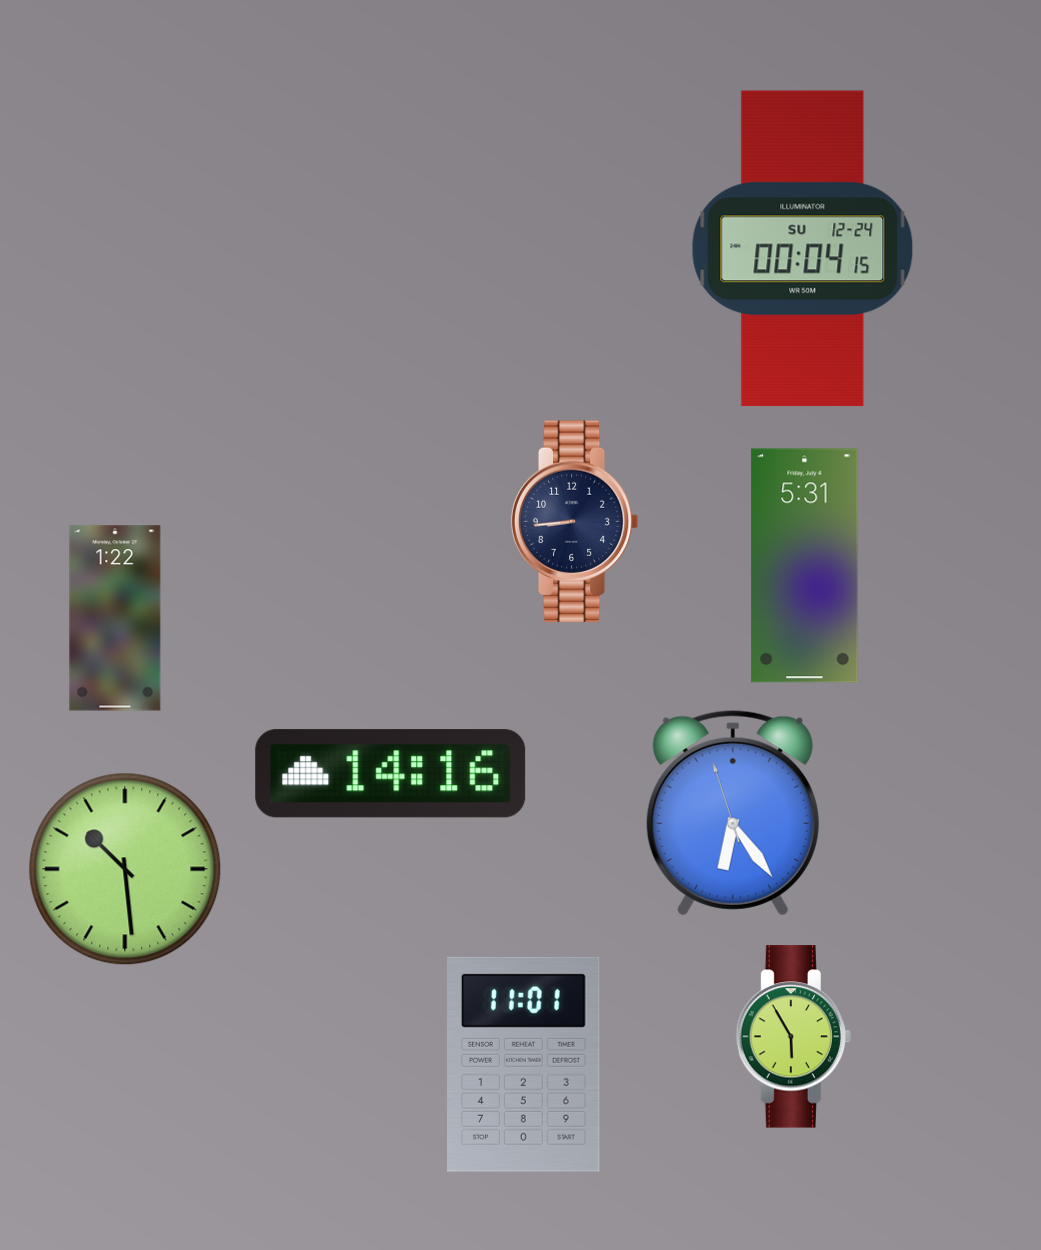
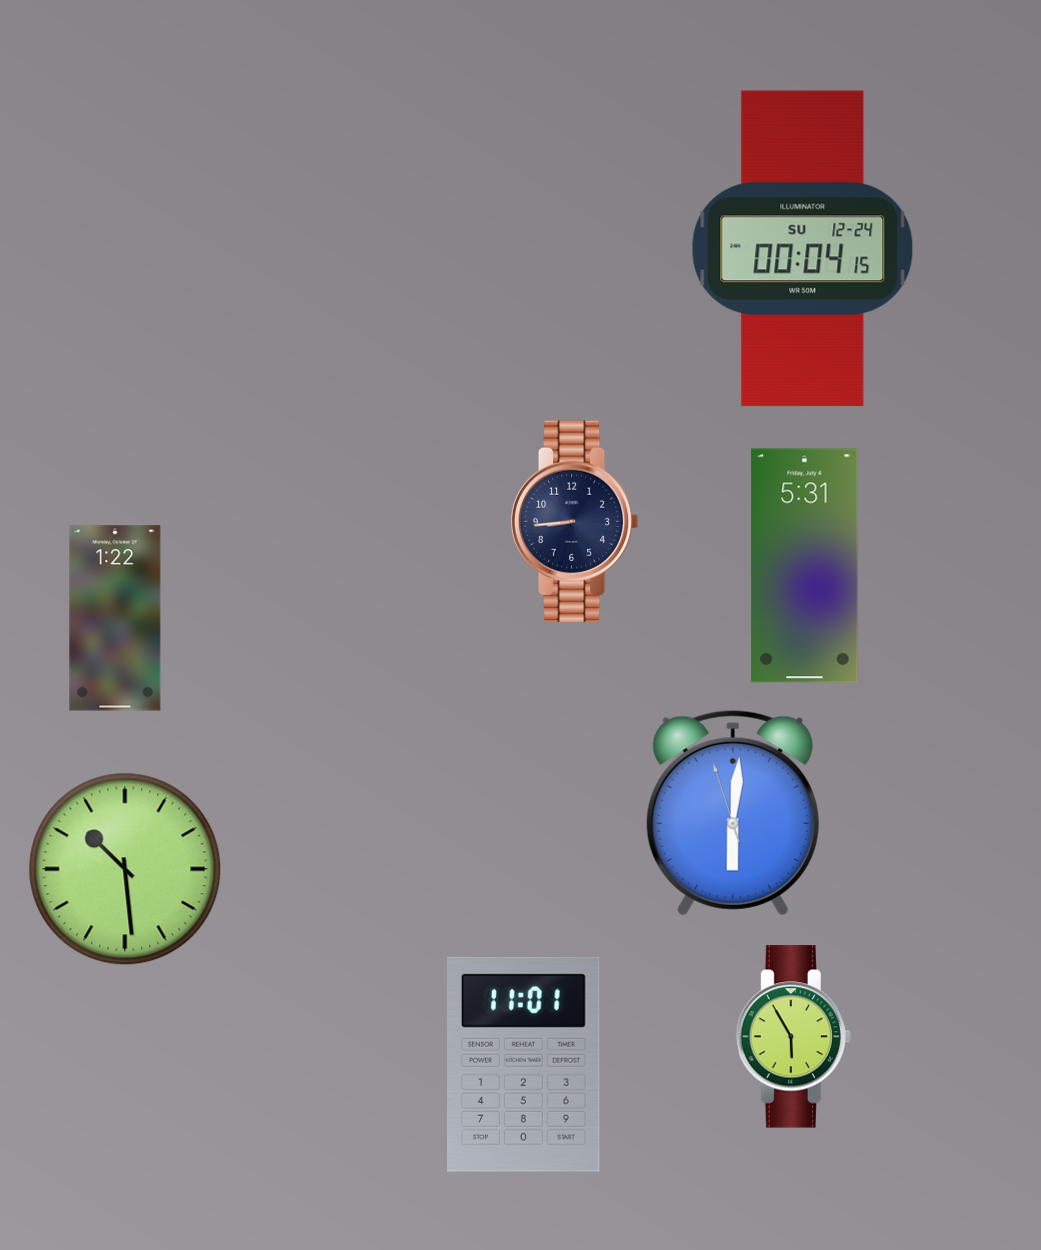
clock at (391, 774): 14:16 -> none
clock at (733, 813): 6:23 -> 6:00
